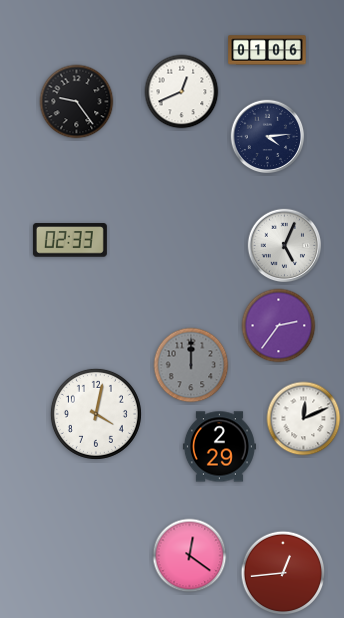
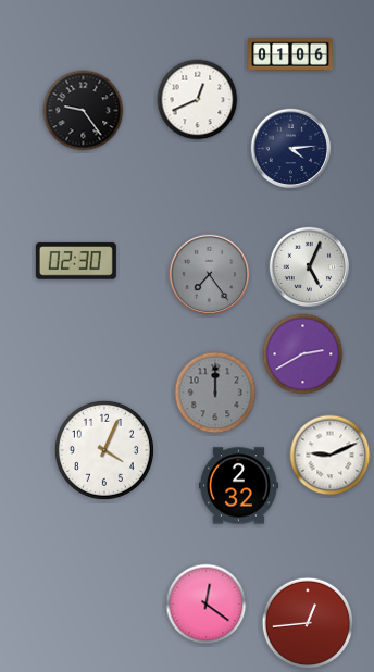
clock at (70, 240): 02:33 -> 02:30
clock at (210, 275): none -> 7:24
clock at (279, 326): 2:36 -> 2:40
clock at (191, 365) position: (191, 365) -> (215, 393)
clock at (96, 414): 4:02 -> 4:04
clock at (304, 419): 12:11 -> 9:11
clock at (219, 447): 2:29 -> 2:32
